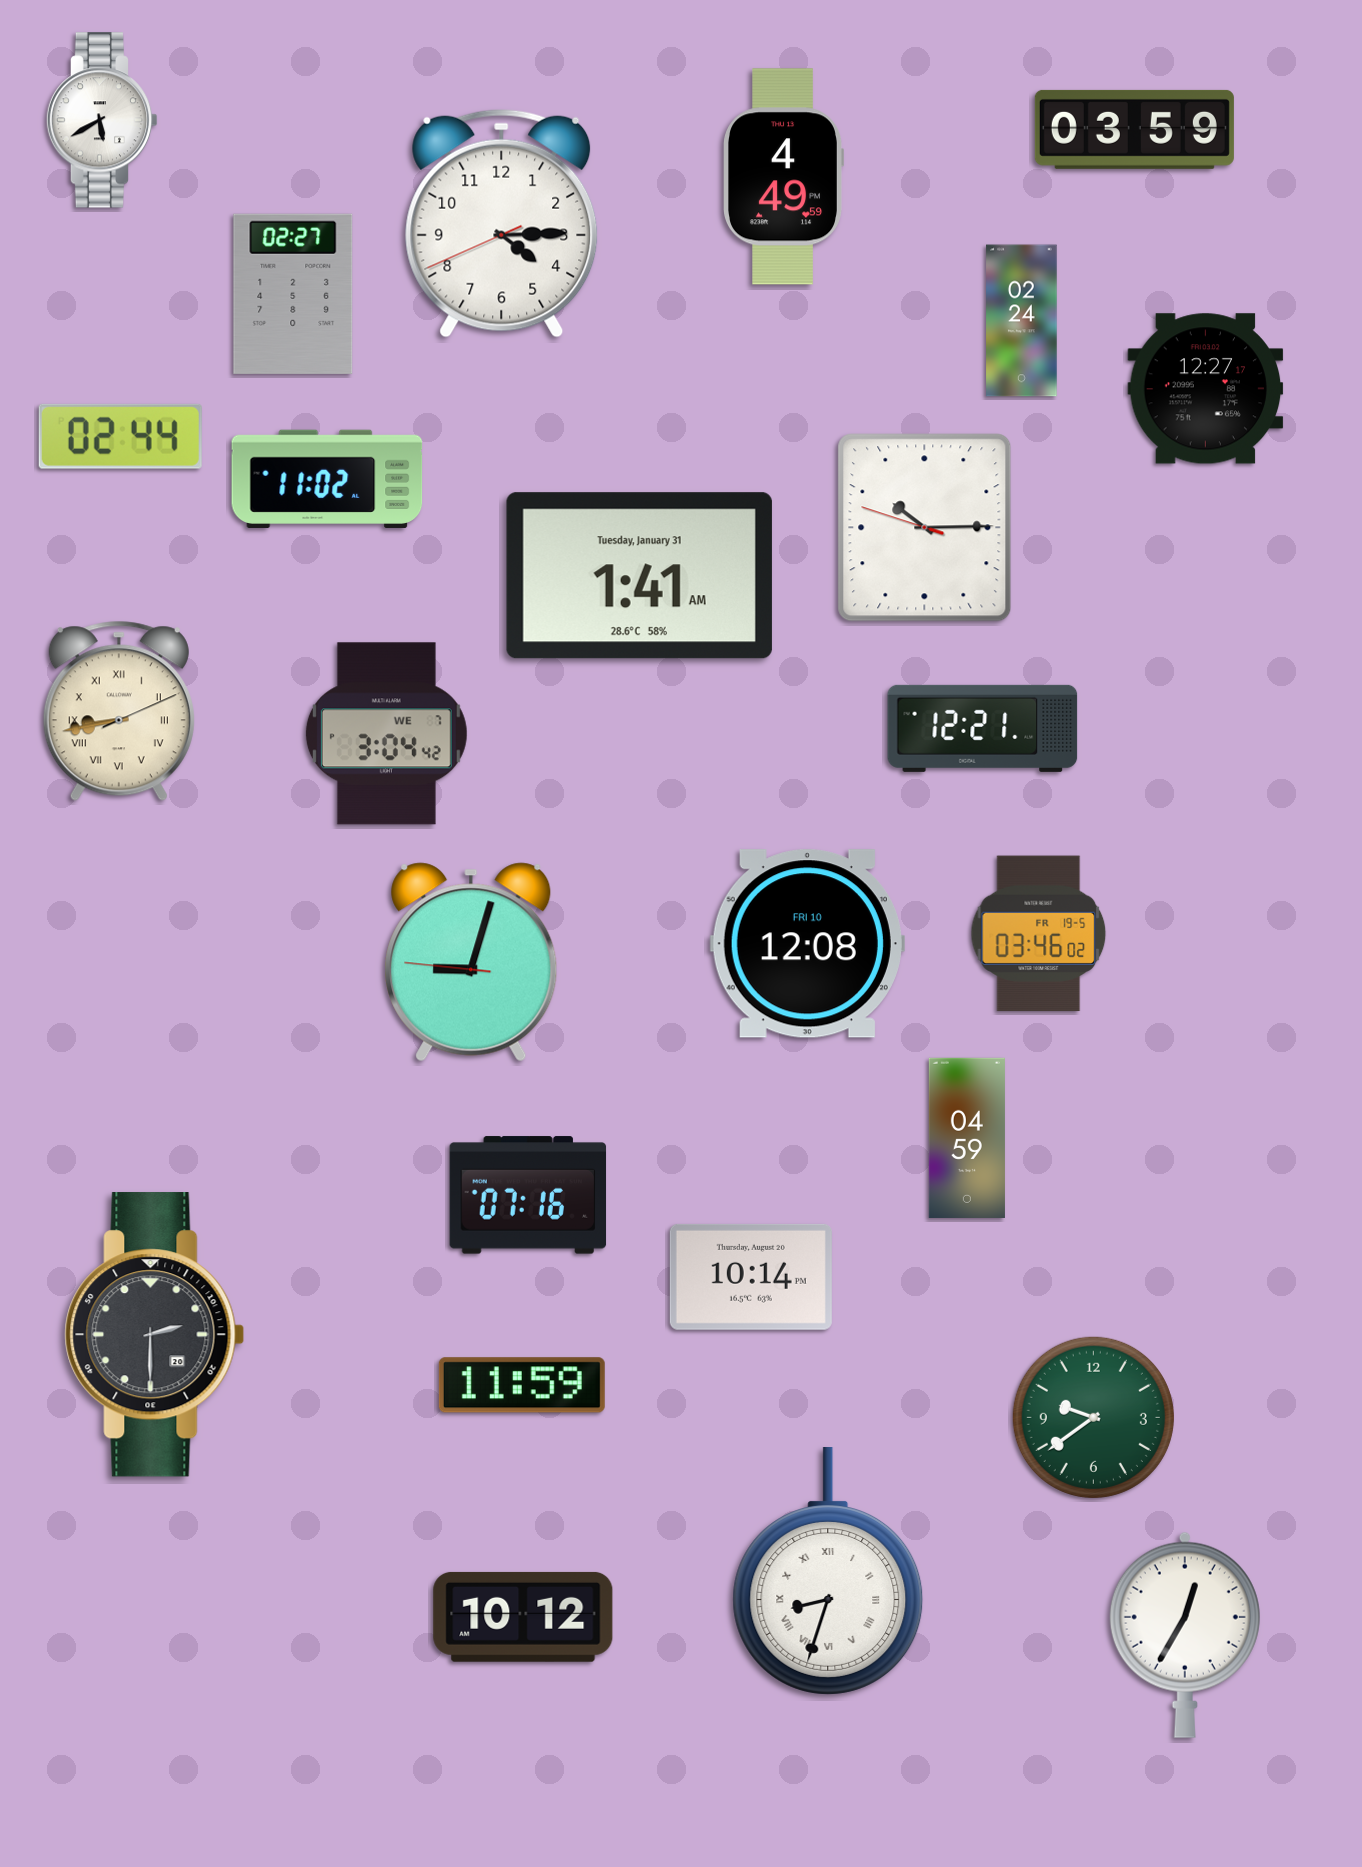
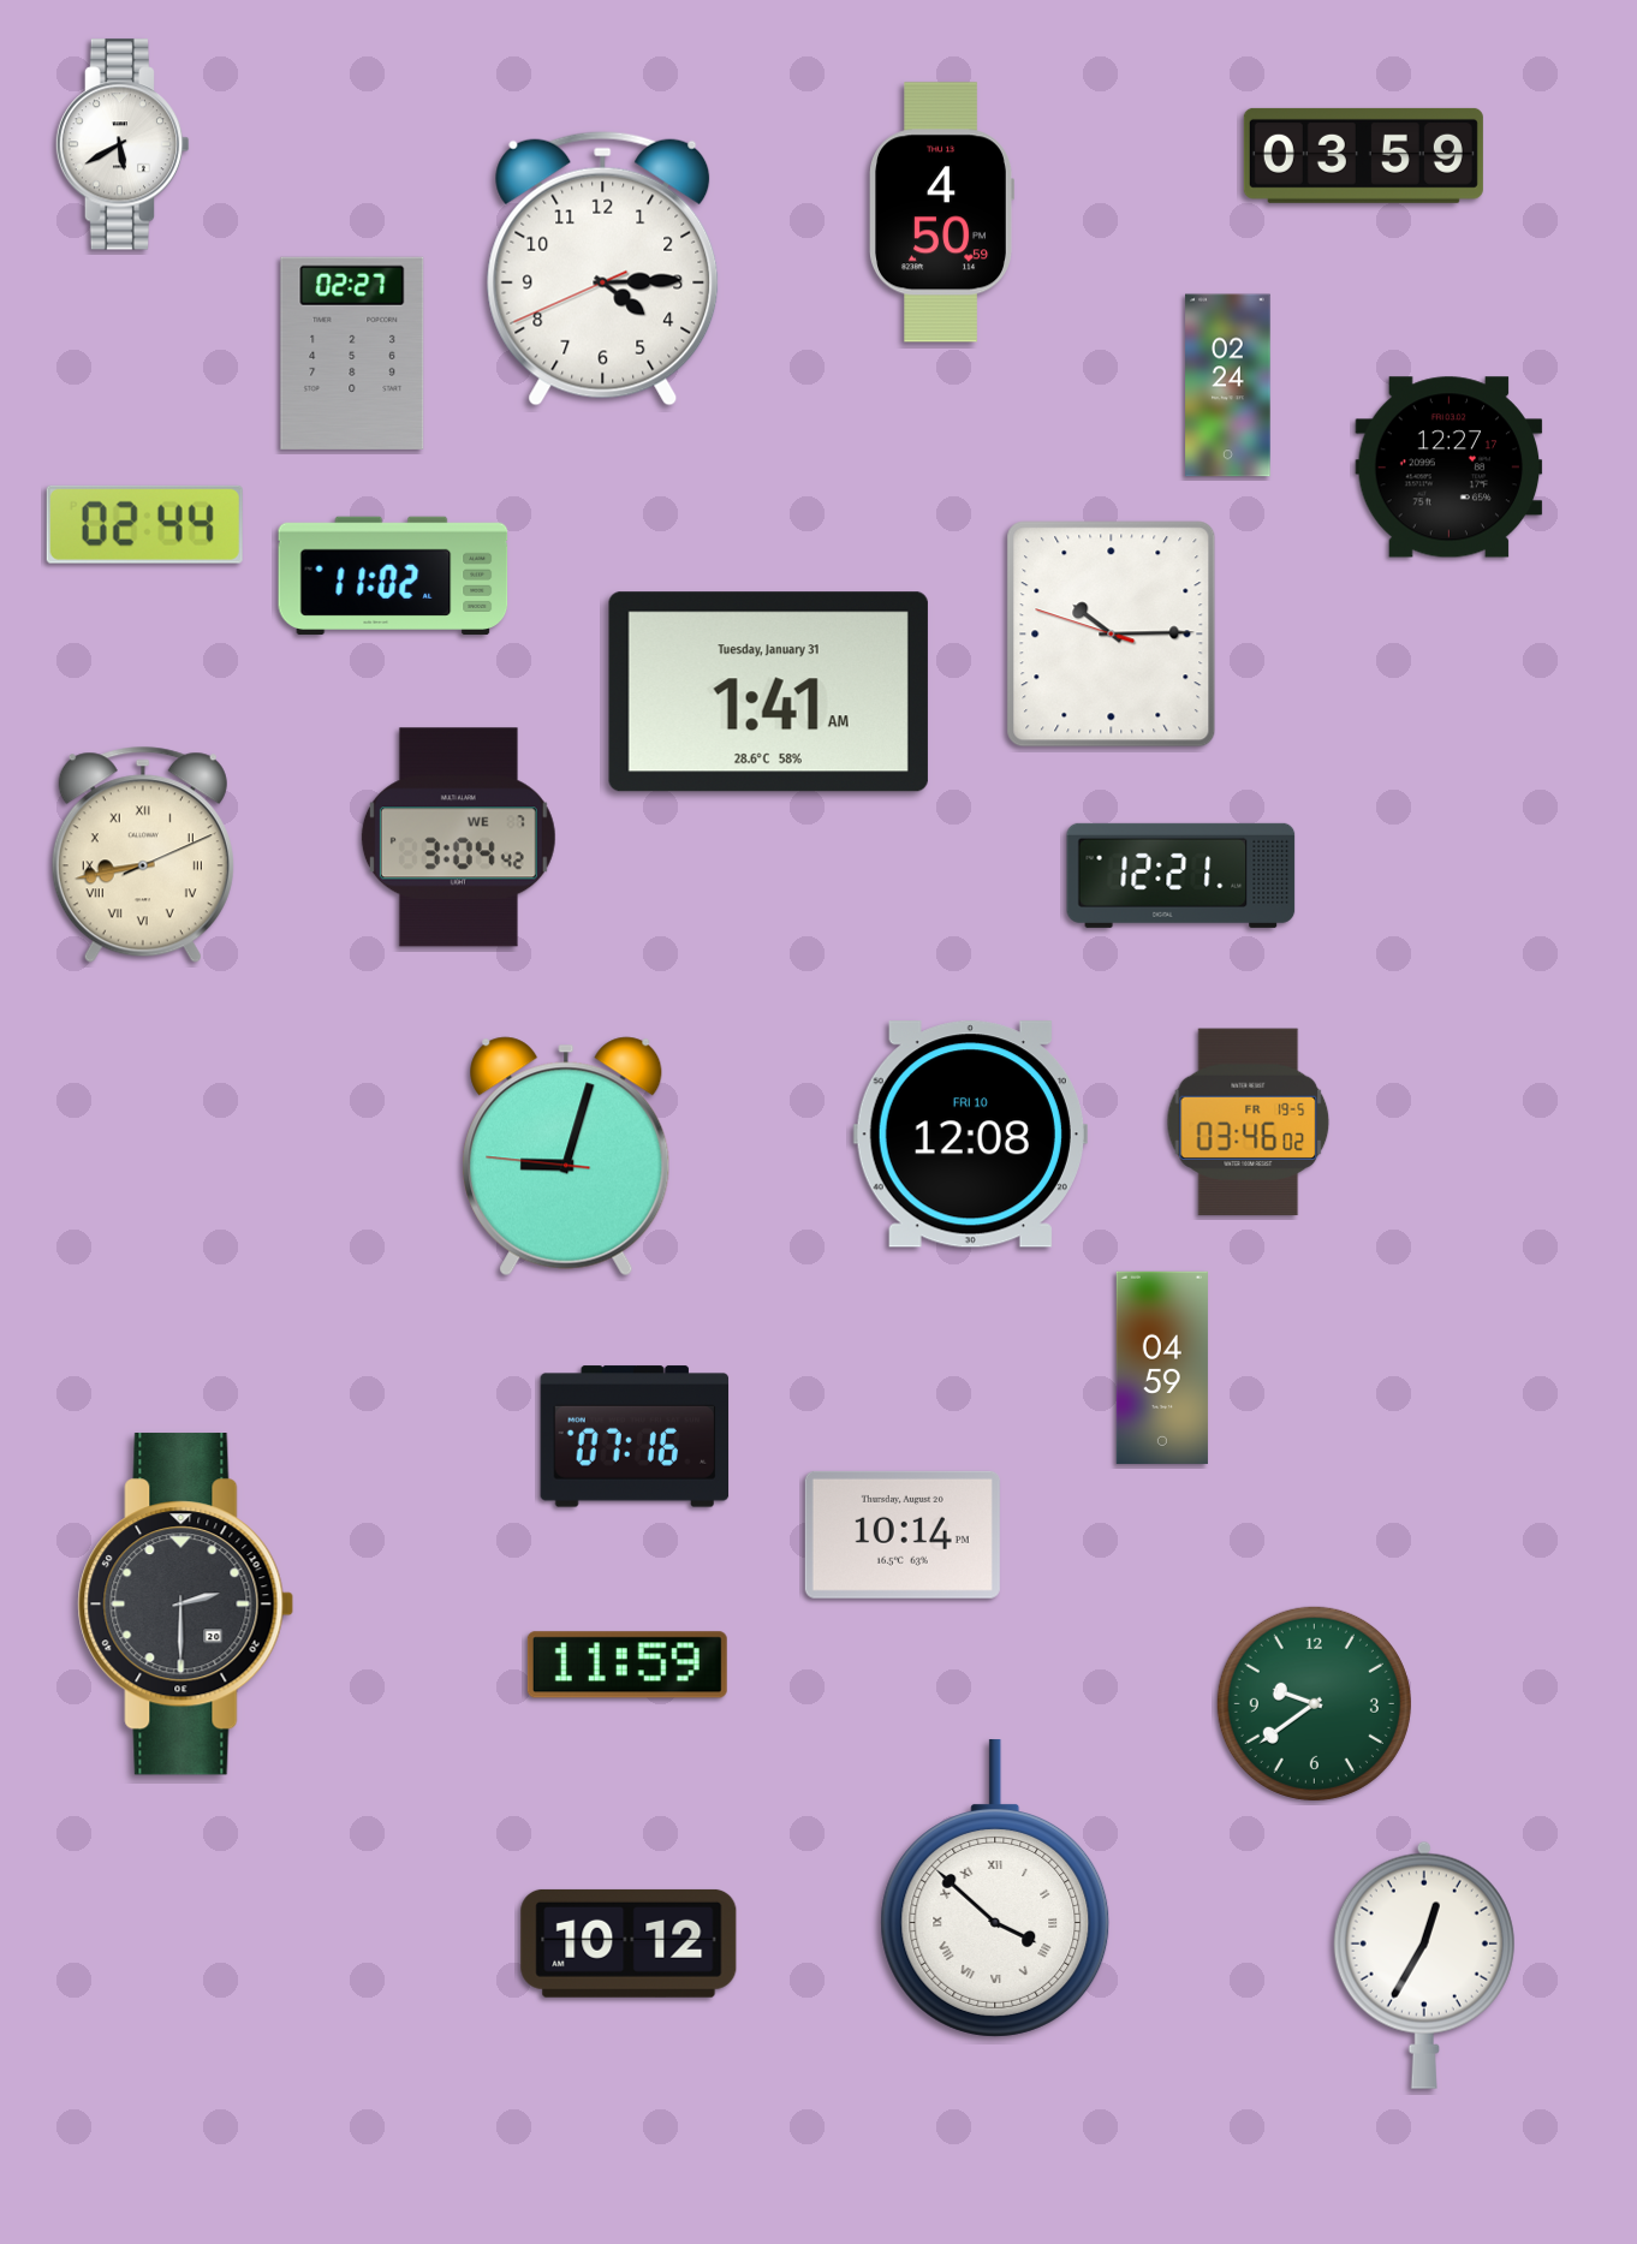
clock at (784, 177): 4:49 -> 4:50
clock at (386, 734) position: (386, 734) -> (458, 838)
clock at (828, 1571): 8:33 -> 3:52
